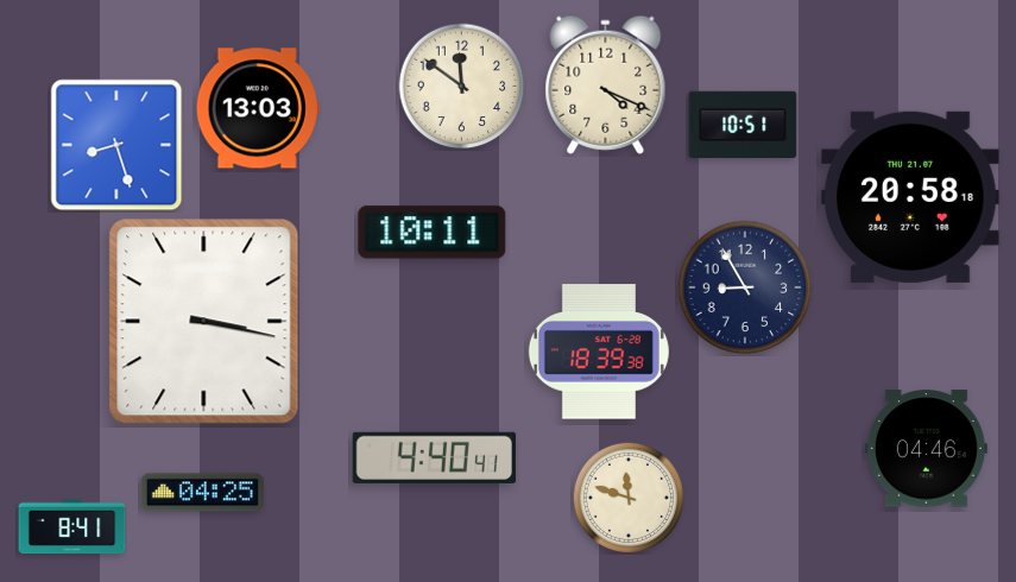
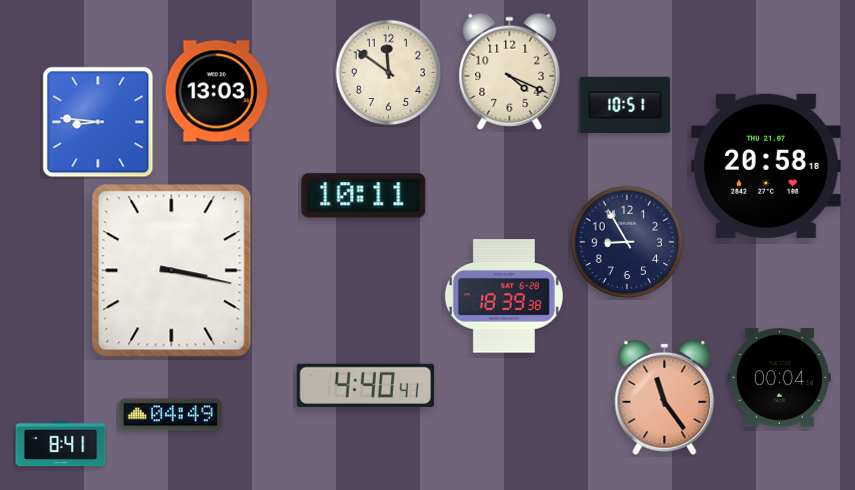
clock at (116, 145): 8:27 -> 8:46
clock at (926, 449): 04:46 -> 00:04
clock at (665, 397): none -> 11:24
clock at (202, 493): 04:25 -> 04:49
clock at (629, 498): 11:48 -> none
